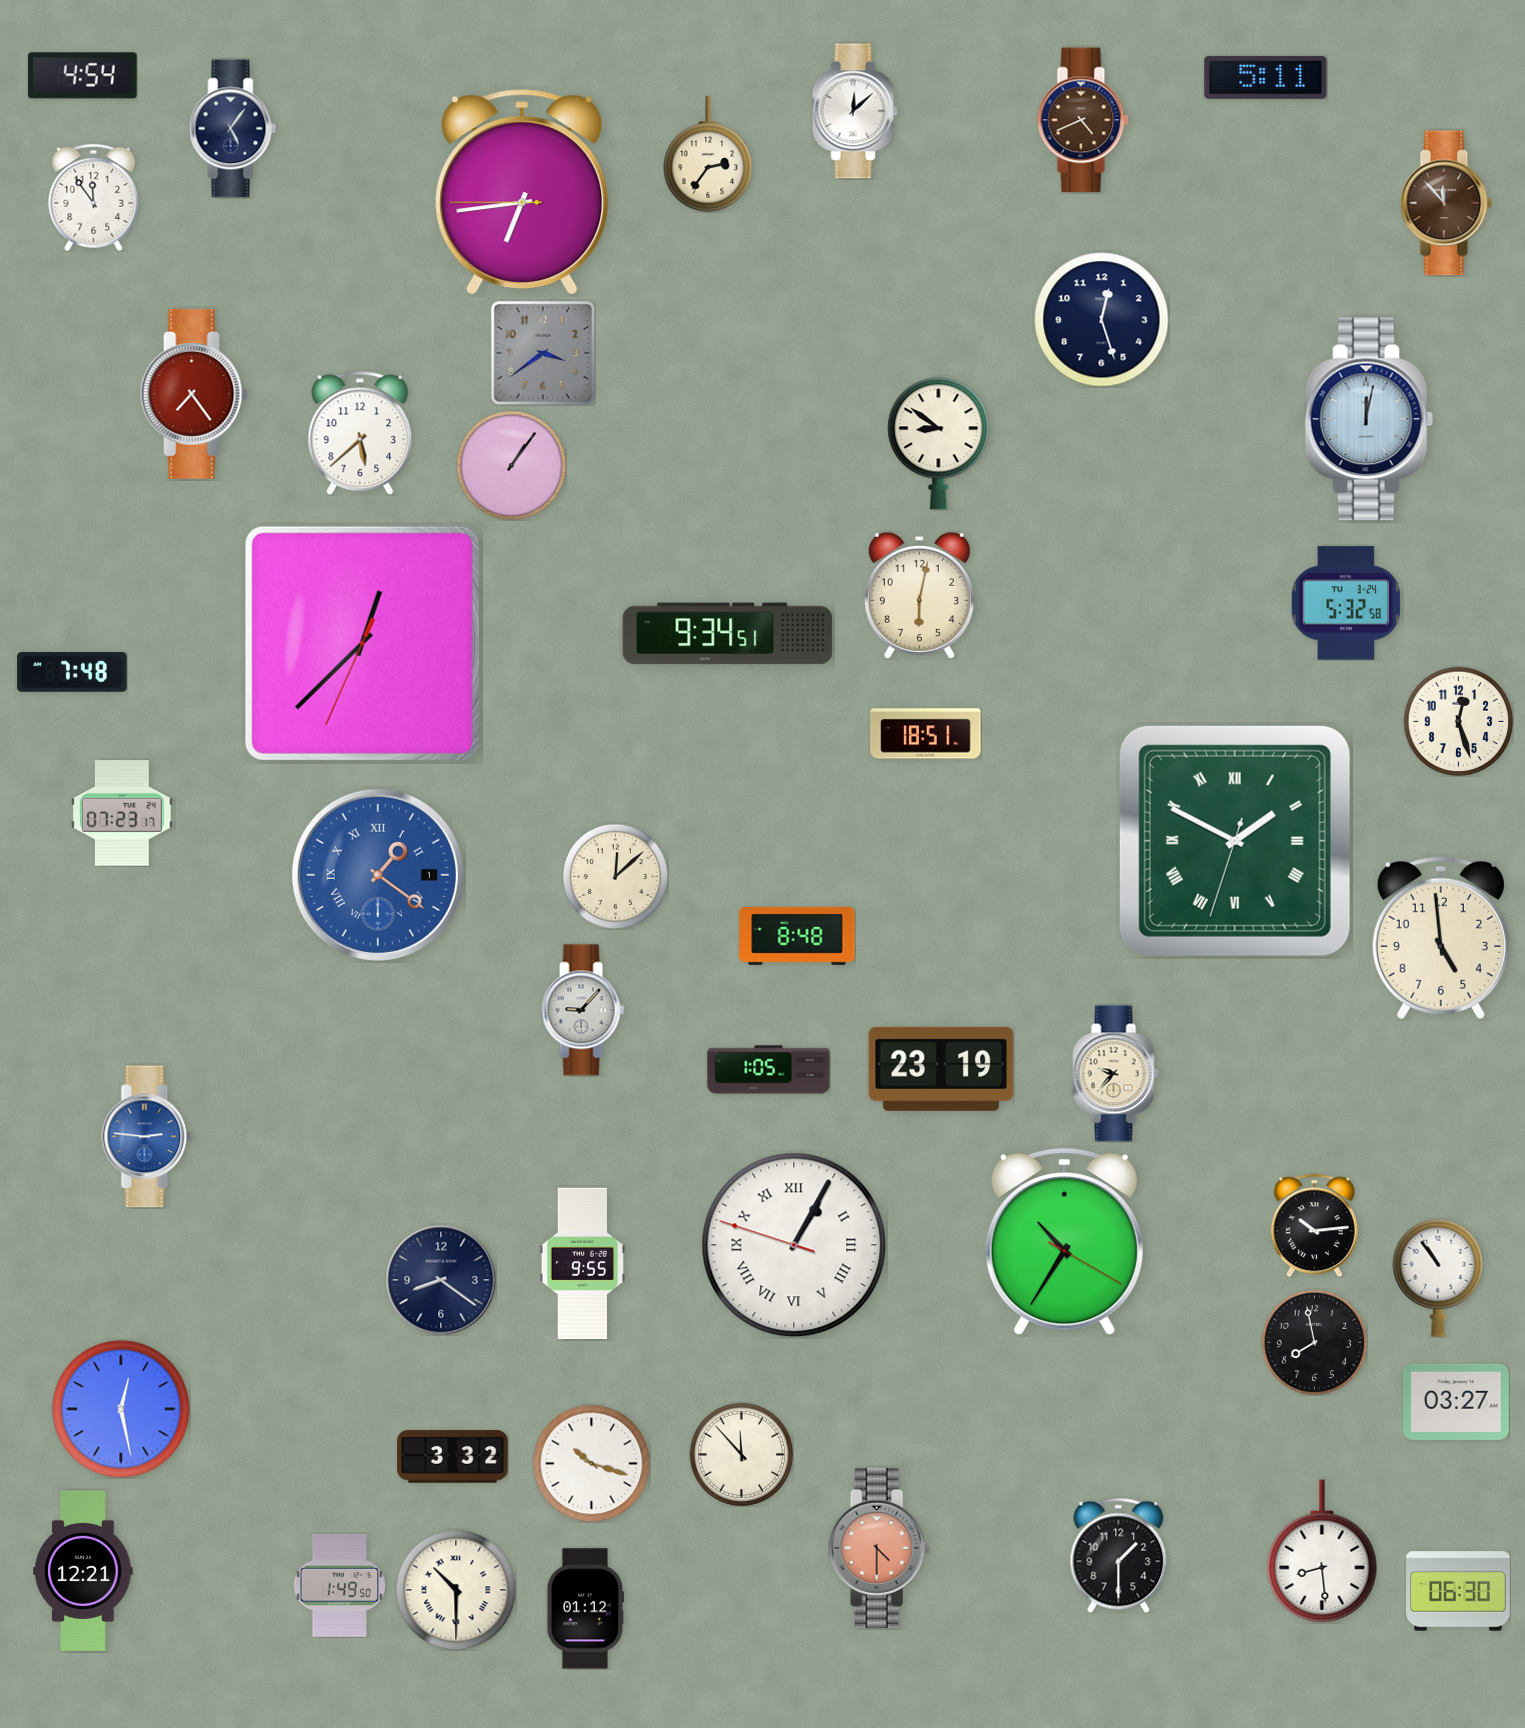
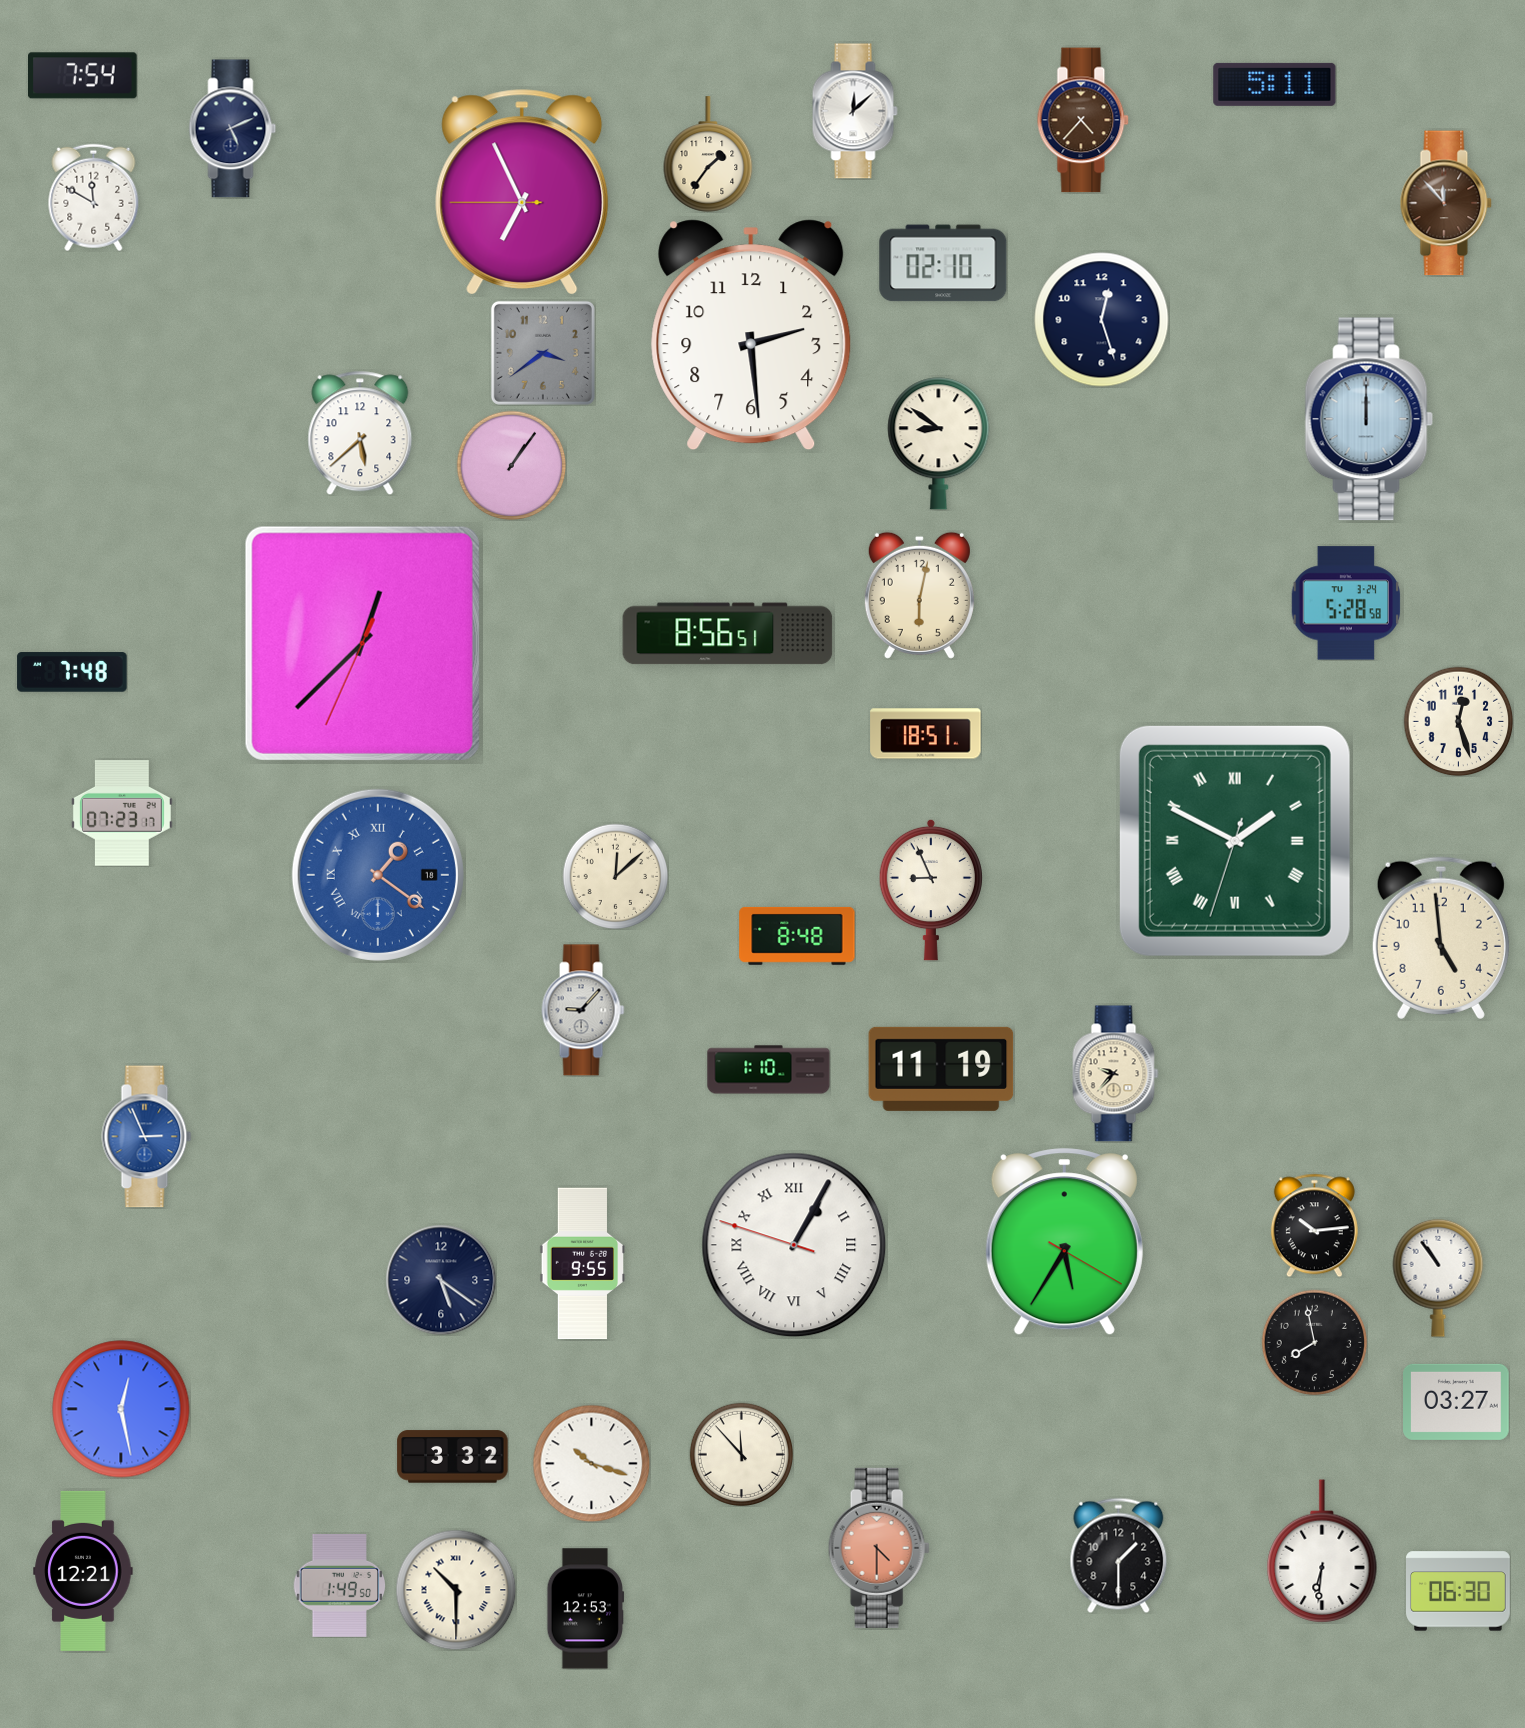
clock at (83, 76): 4:54 -> 7:54
clock at (1266, 77) position: (1266, 77) -> (1275, 84)
clock at (1083, 120): 4:41 -> 4:37
clock at (233, 129): 5:06 -> 5:11
clock at (708, 154): 2:36 -> 1:36
clock at (522, 192): 6:43 -> 6:55
clock at (94, 197): 11:54 -> 11:50
clock at (943, 263): none -> 02:10
clock at (751, 335): none -> 2:29
clock at (194, 394): 7:24 -> none
clock at (1369, 419): 12:02 -> 12:00
clock at (1346, 603): 5:32 -> 5:28
clock at (728, 634): 9:34 -> 8:56
clock at (378, 875) date: 1 -> 18
clock at (931, 890): none -> 8:56
clock at (941, 1069): 23:19 -> 11:19
clock at (769, 1070): 1:05 -> 1:10
clock at (147, 1137): 2:46 -> 2:56
clock at (1064, 1242): 10:35 -> 5:35
clock at (441, 1280): 8:21 -> 5:21
clock at (1322, 1551): 8:29 -> 6:31
clock at (586, 1609): 01:12 -> 12:53
